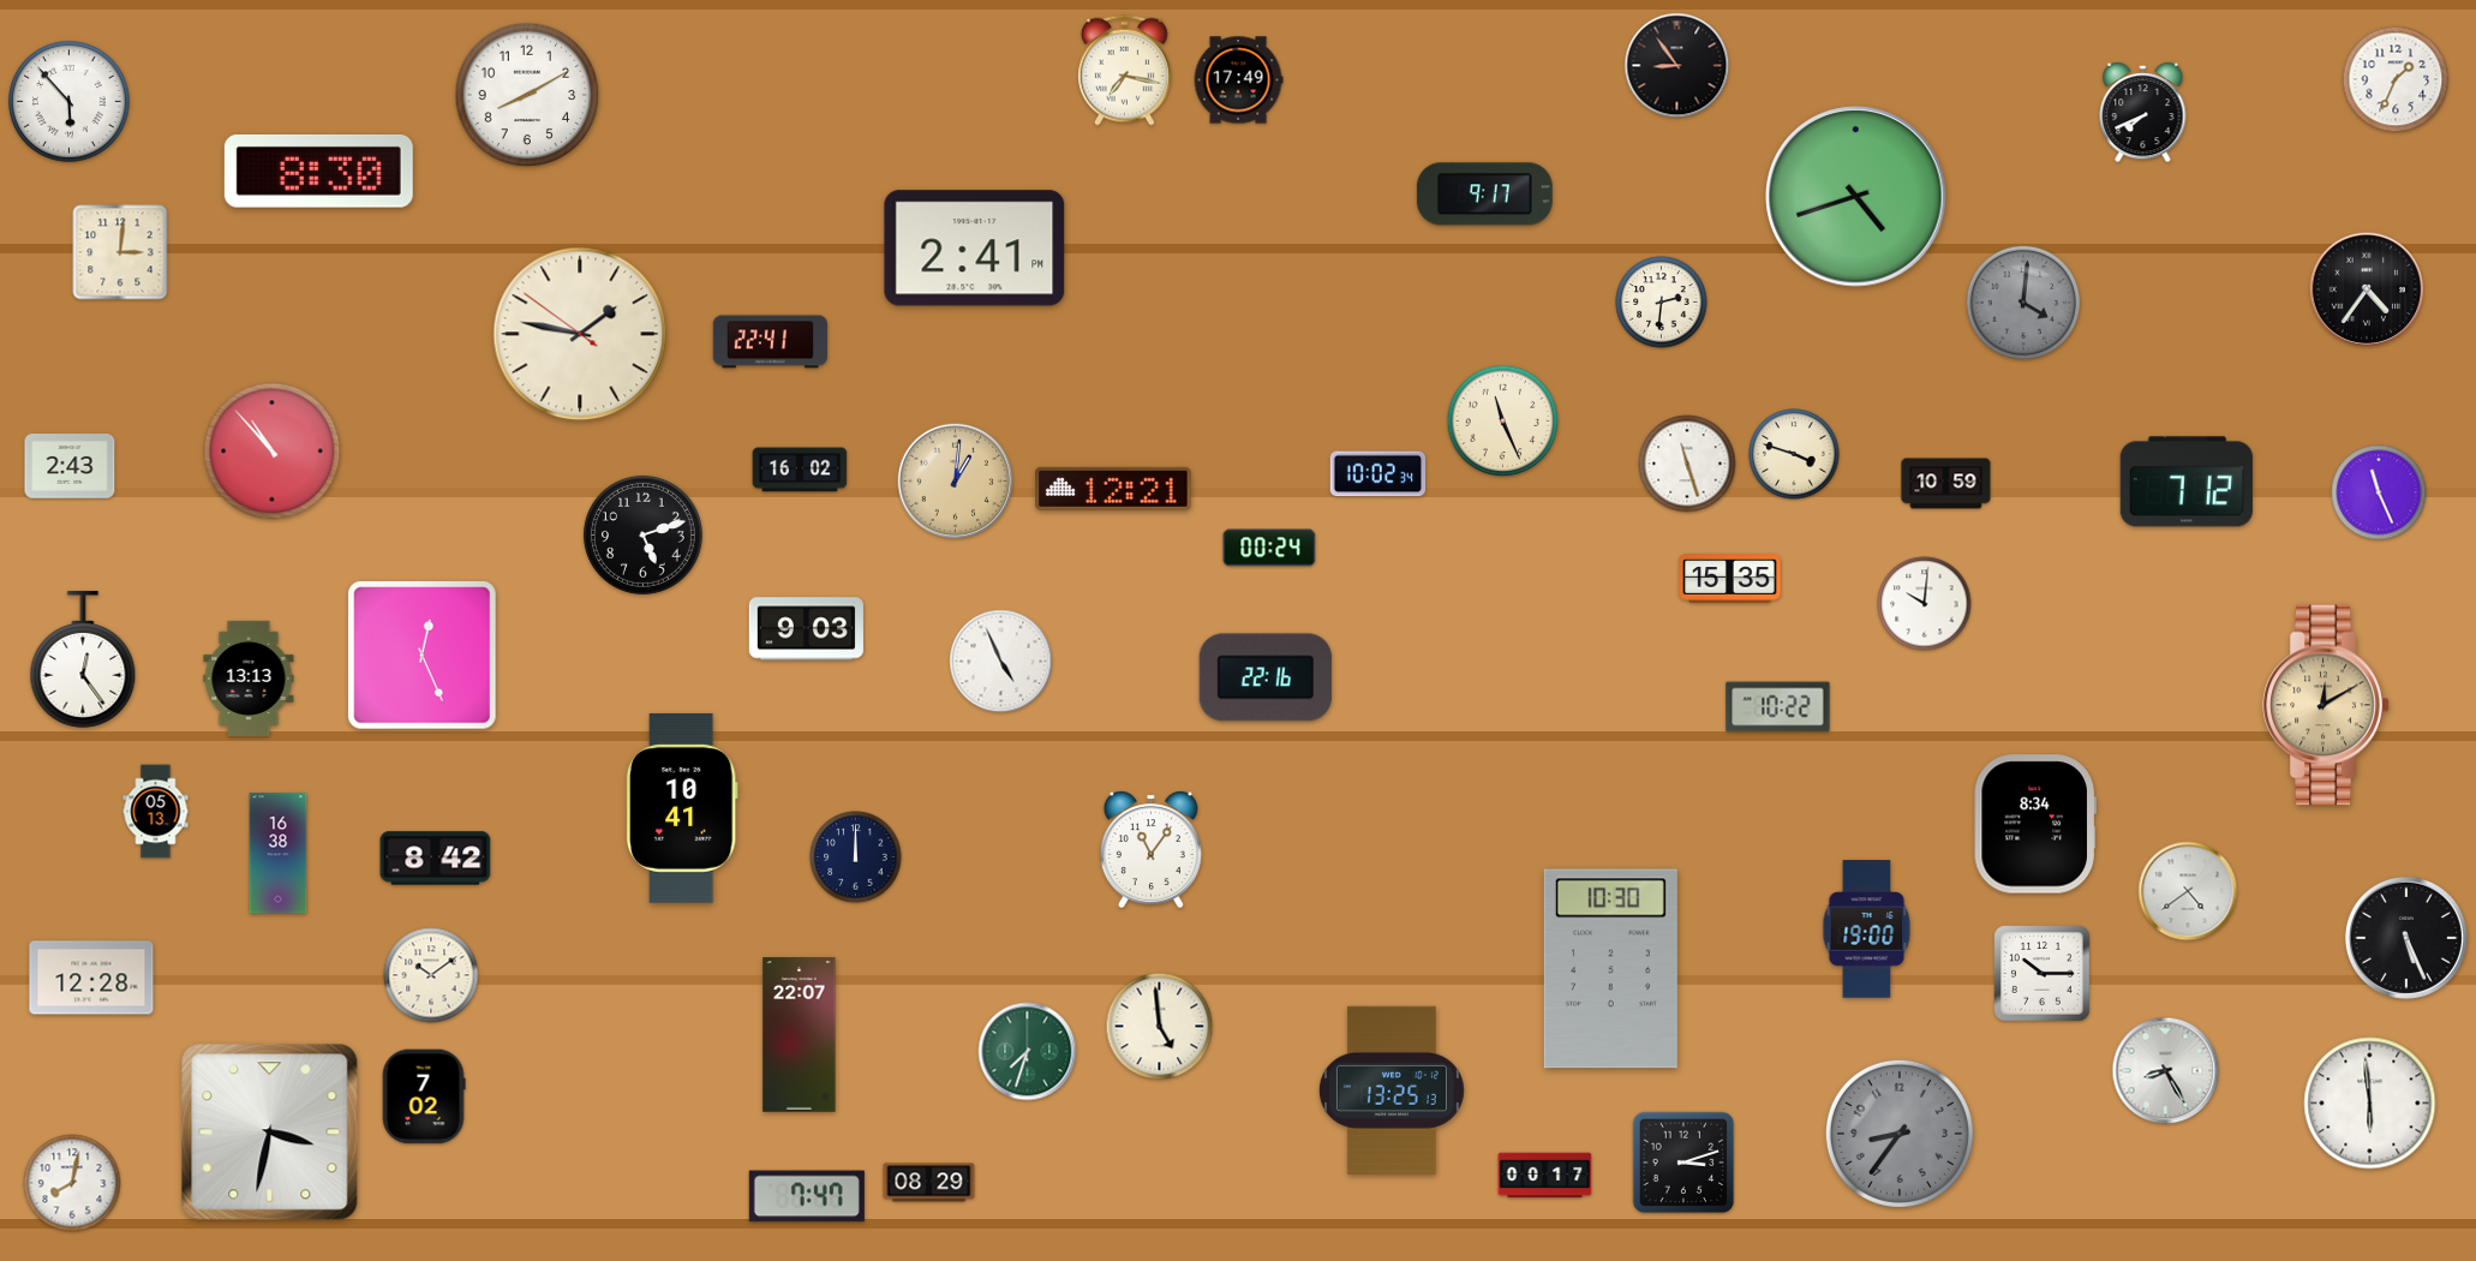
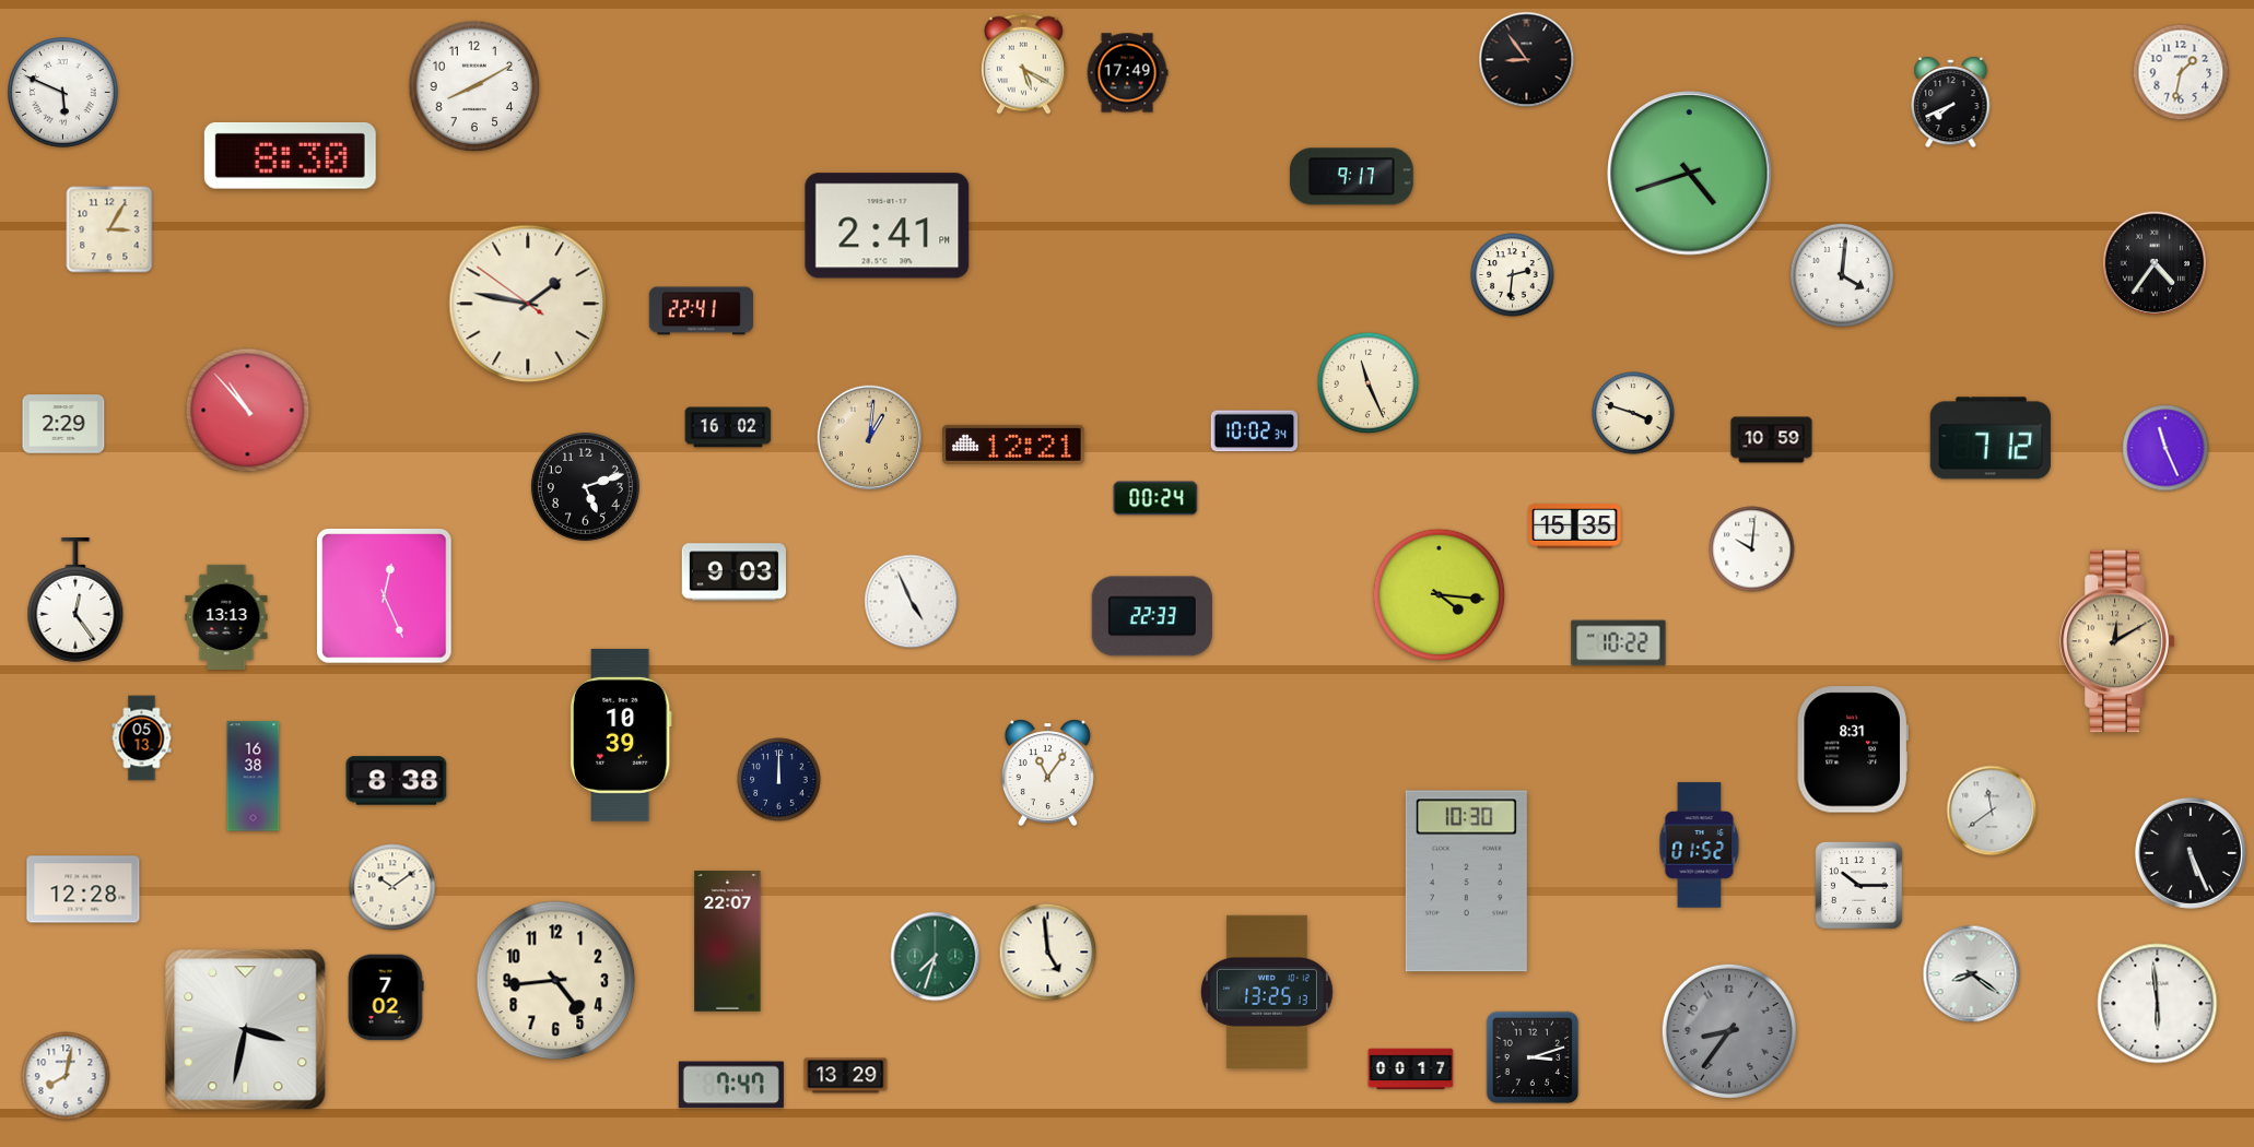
clock at (1124, 70): 7:17 -> 5:20
clock at (2396, 79): 1:34 -> 1:32
clock at (527, 95) position: (527, 95) -> (474, 86)
clock at (70, 102): 5:53 -> 5:49
clock at (1856, 197) position: (1856, 197) -> (1690, 174)
clock at (120, 252): 3:01 -> 3:05
clock at (2022, 301) dial: grey -> white
clock at (1687, 464): 11:27 -> none
clock at (70, 466): 2:43 -> 2:29
clock at (1440, 595): none -> 4:16
clock at (1266, 677): 22:16 -> 22:33
clock at (682, 808): 10:41 -> 10:39
clock at (2035, 824): 8:34 -> 8:31
clock at (436, 859): 8:42 -> 8:38
clock at (2188, 891): 4:39 -> 11:39
clock at (1867, 930): 19:00 -> 01:52
clock at (1160, 1027) position: (1160, 1027) -> (1048, 953)
clock at (2166, 1071): 8:25 -> 8:21
clock at (556, 981): none -> 4:44
clock at (1545, 1176) position: (1545, 1176) -> (1411, 1069)
clock at (929, 1183): 08:29 -> 13:29
clock at (807, 1196) position: (807, 1196) -> (731, 1085)
